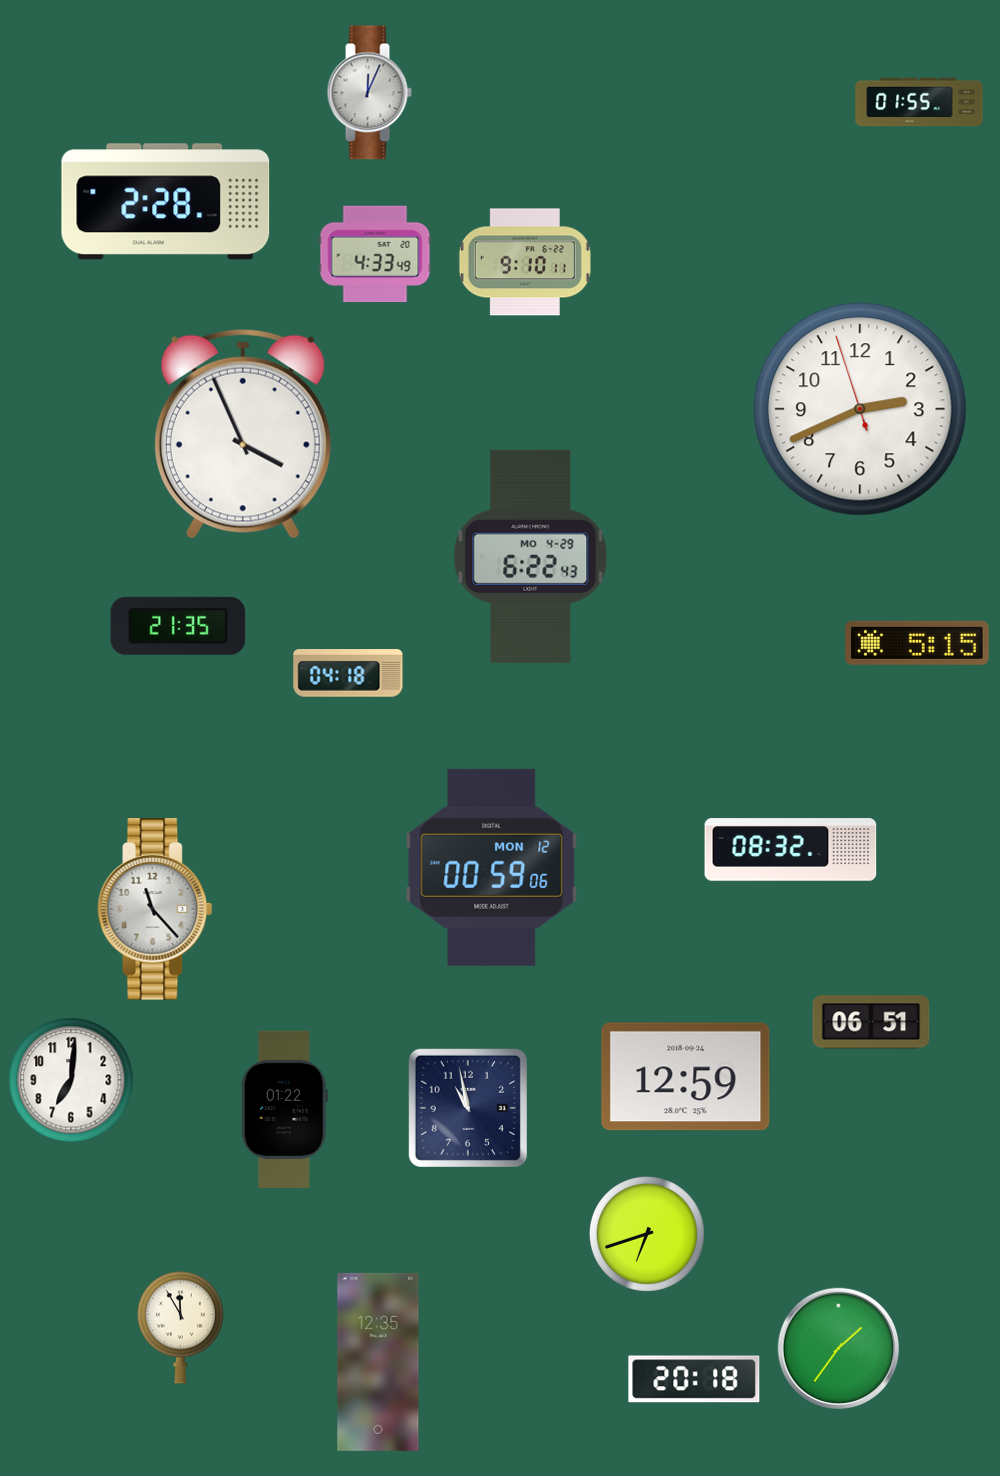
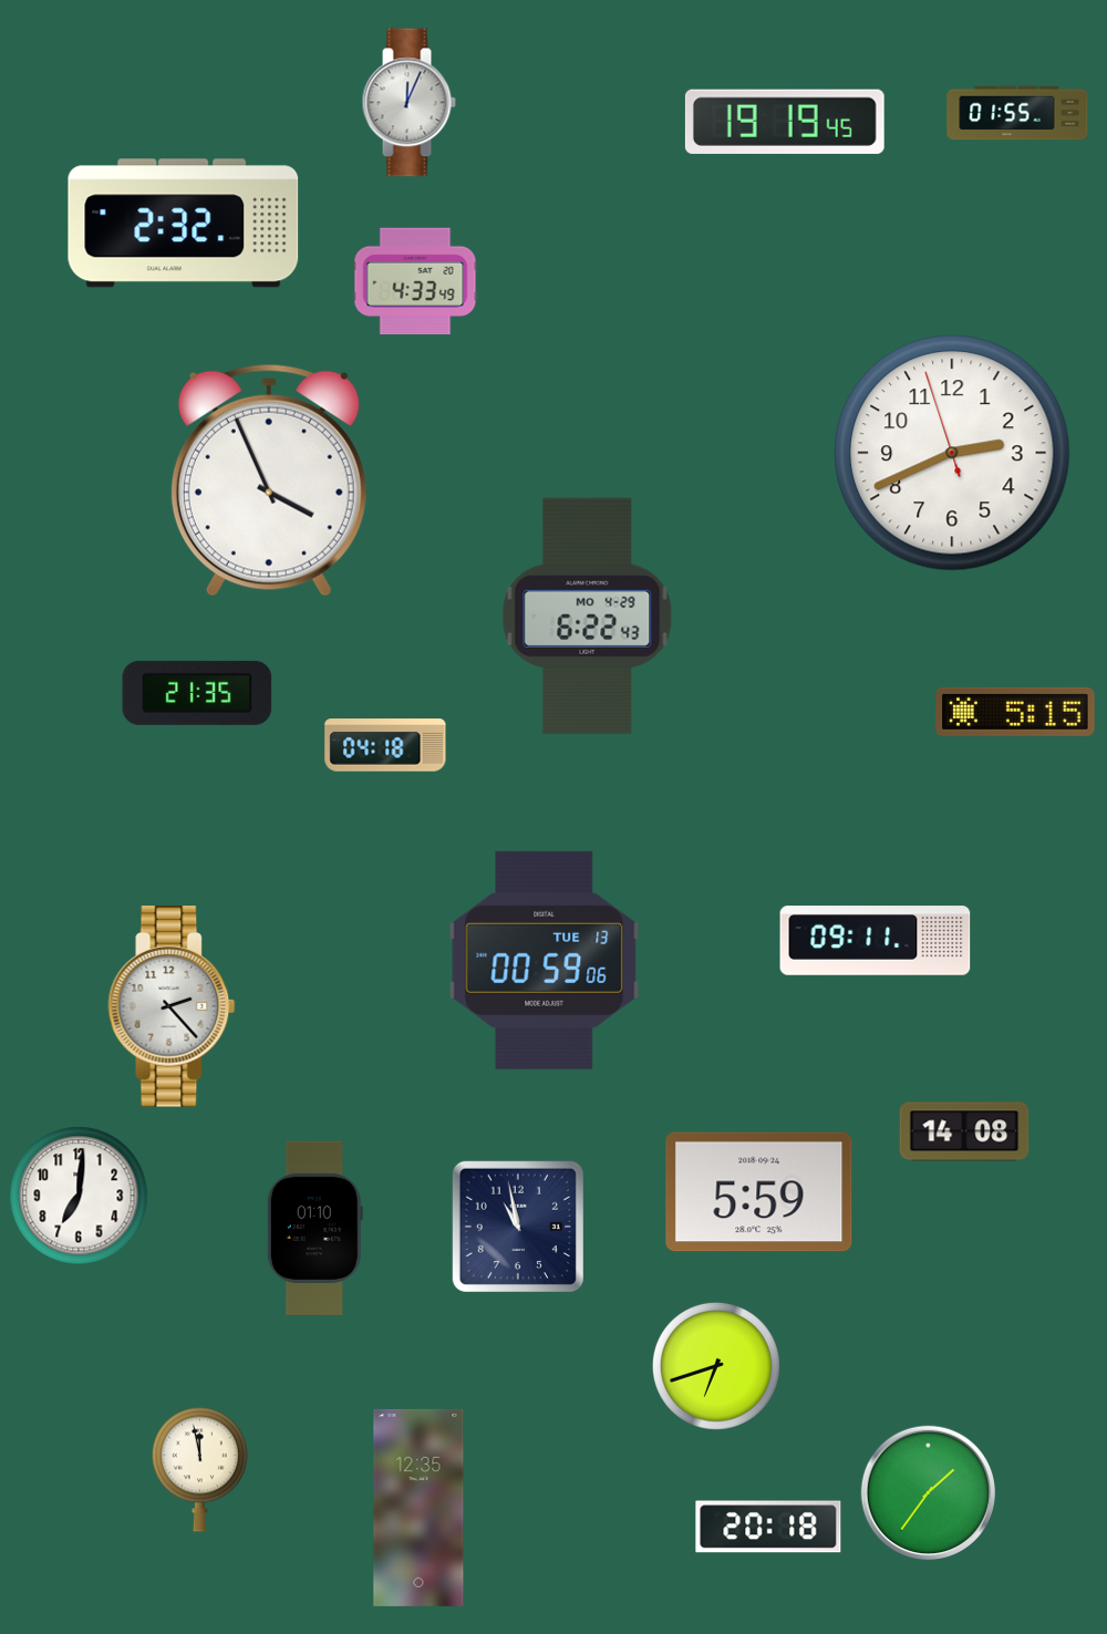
clock at (785, 122): none -> 19:19
clock at (166, 202): 2:28 -> 2:32
clock at (525, 262): 9:10 -> none
clock at (791, 850): 08:32 -> 09:11
clock at (492, 867) date: MON 12 -> TUE 13
clock at (155, 909): 11:23 -> 2:23
clock at (871, 1022): 06:51 -> 14:08
clock at (686, 1077): 12:59 -> 5:59
clock at (284, 1109): 01:22 -> 01:10
clock at (180, 1327): 11:55 -> 11:58
